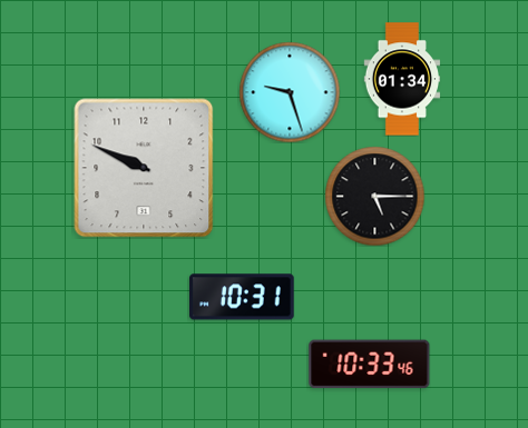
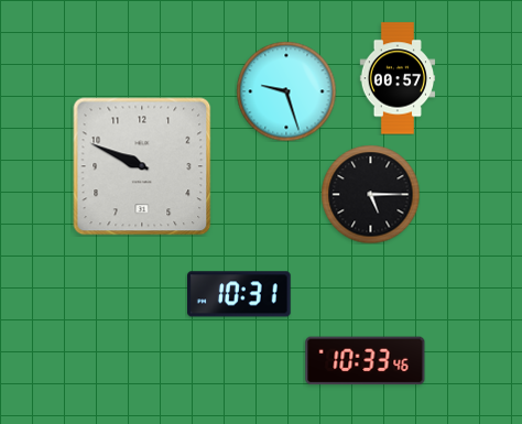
clock at (402, 79): 01:34 -> 00:57
